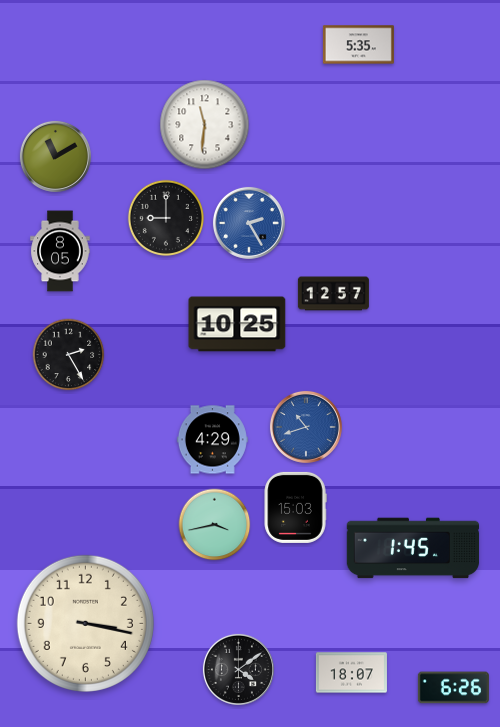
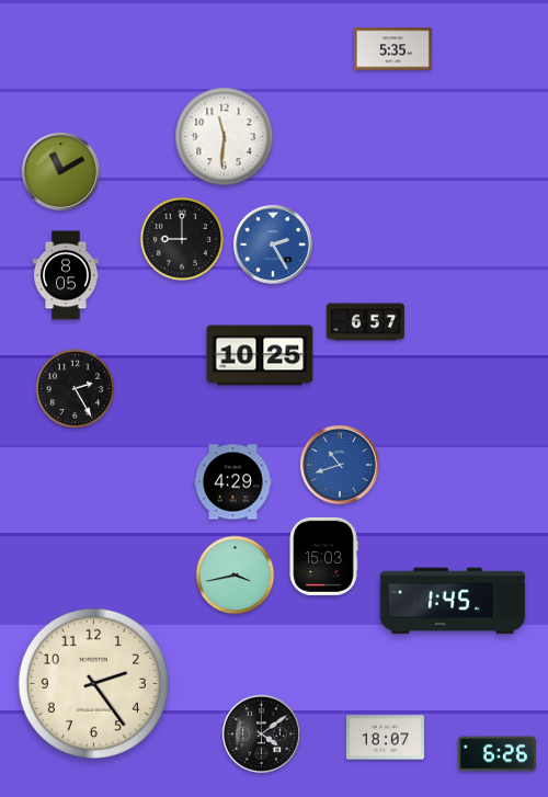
clock at (333, 294): 12:57 -> 6:57
clock at (306, 427) position: (306, 427) -> (340, 465)
clock at (85, 623): 3:17 -> 2:24
